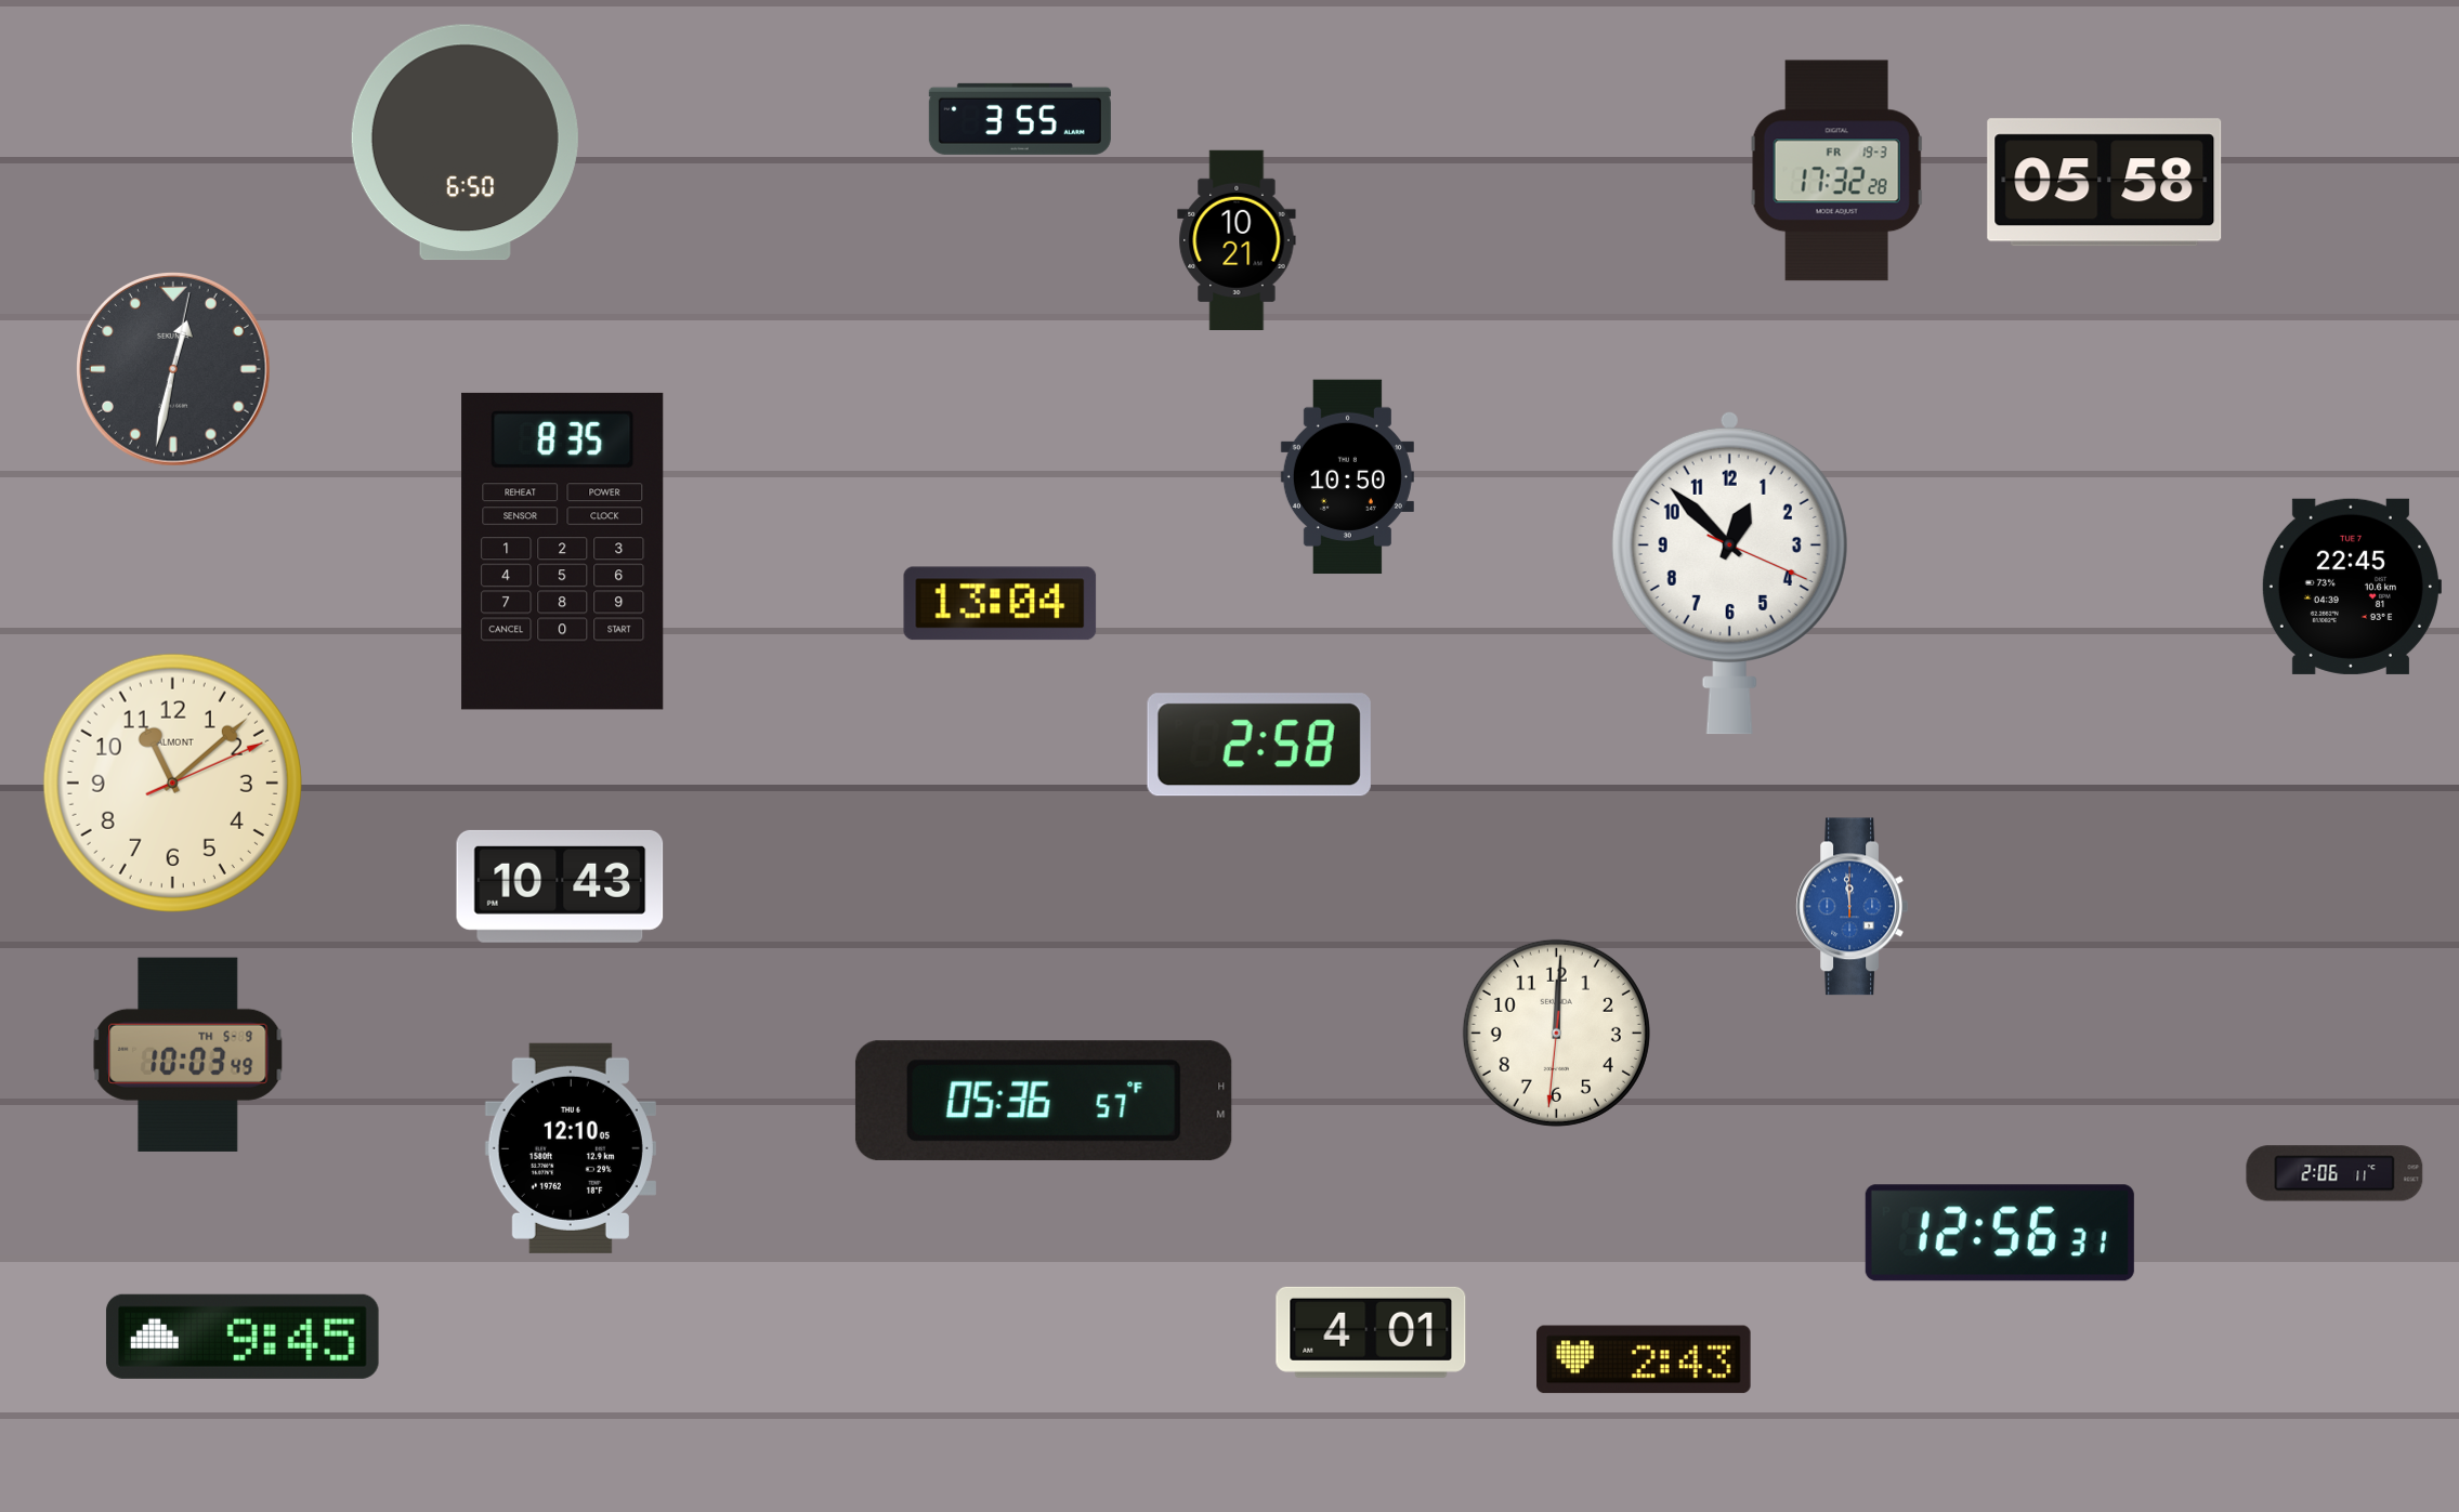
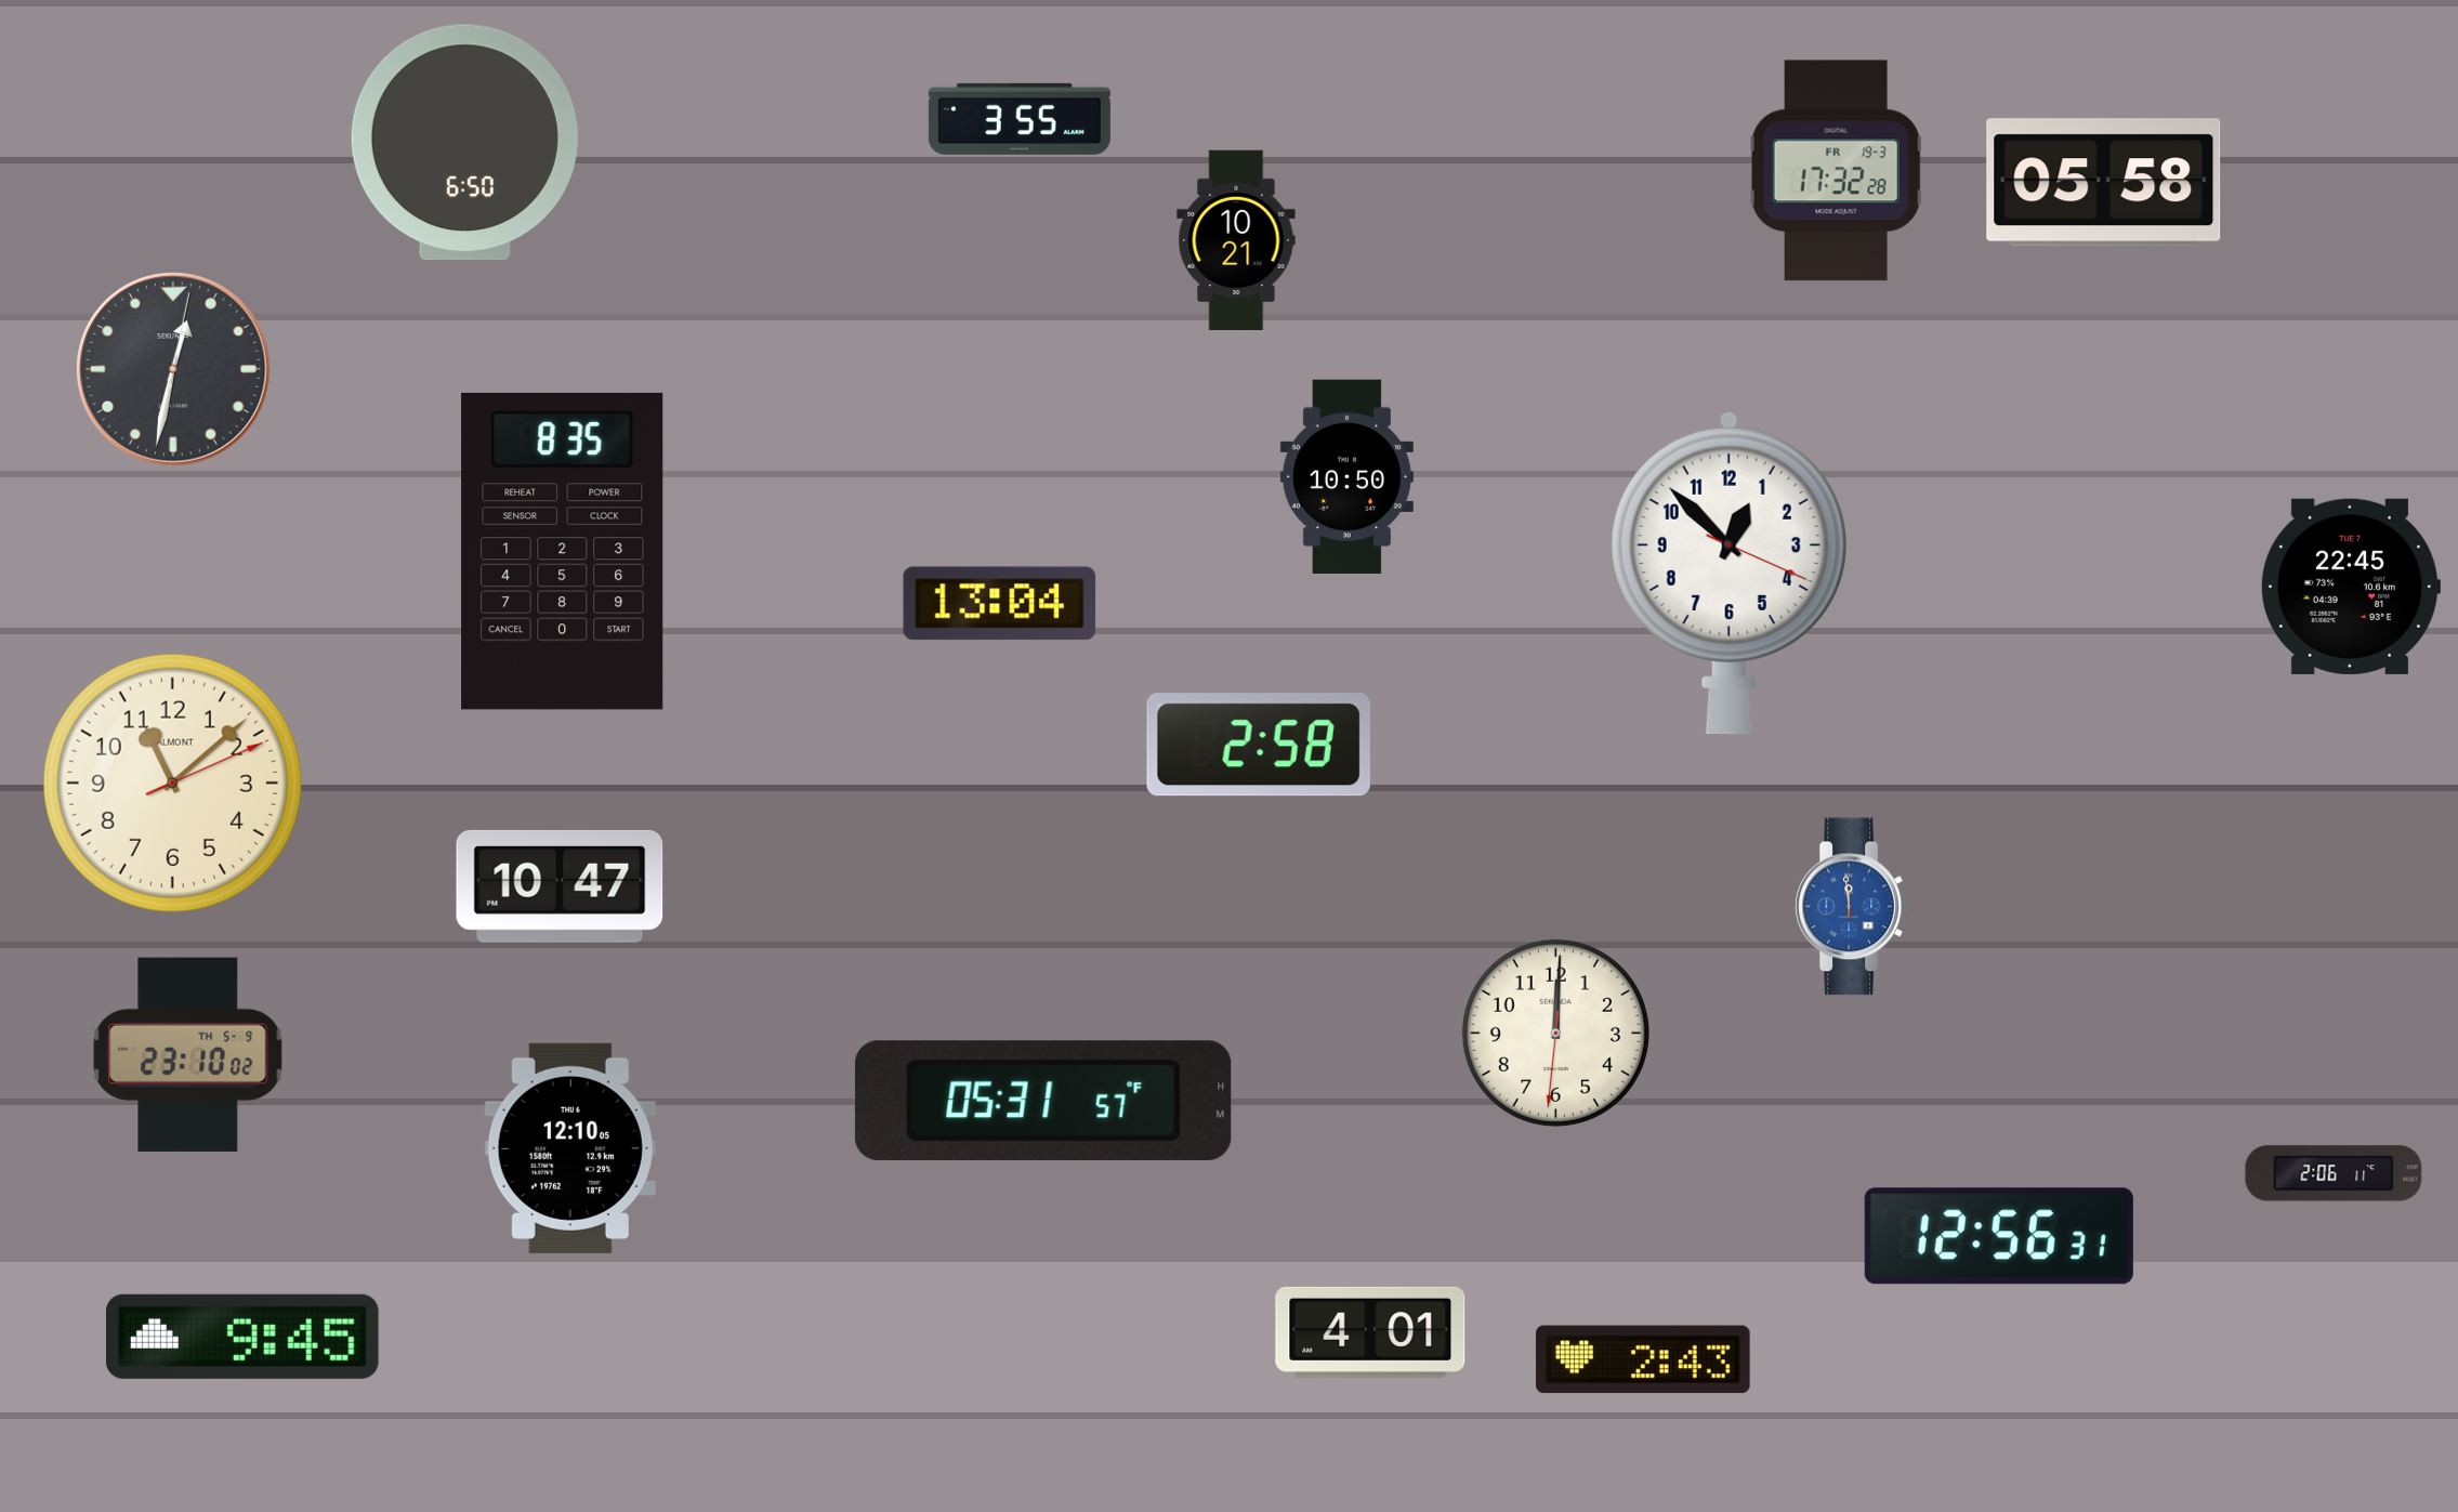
clock at (560, 886): 10:43 -> 10:47
clock at (188, 1054): 10:03 -> 23:10
clock at (1044, 1101): 05:36 -> 05:31
clock at (2000, 1233) position: (2000, 1233) -> (1999, 1236)
